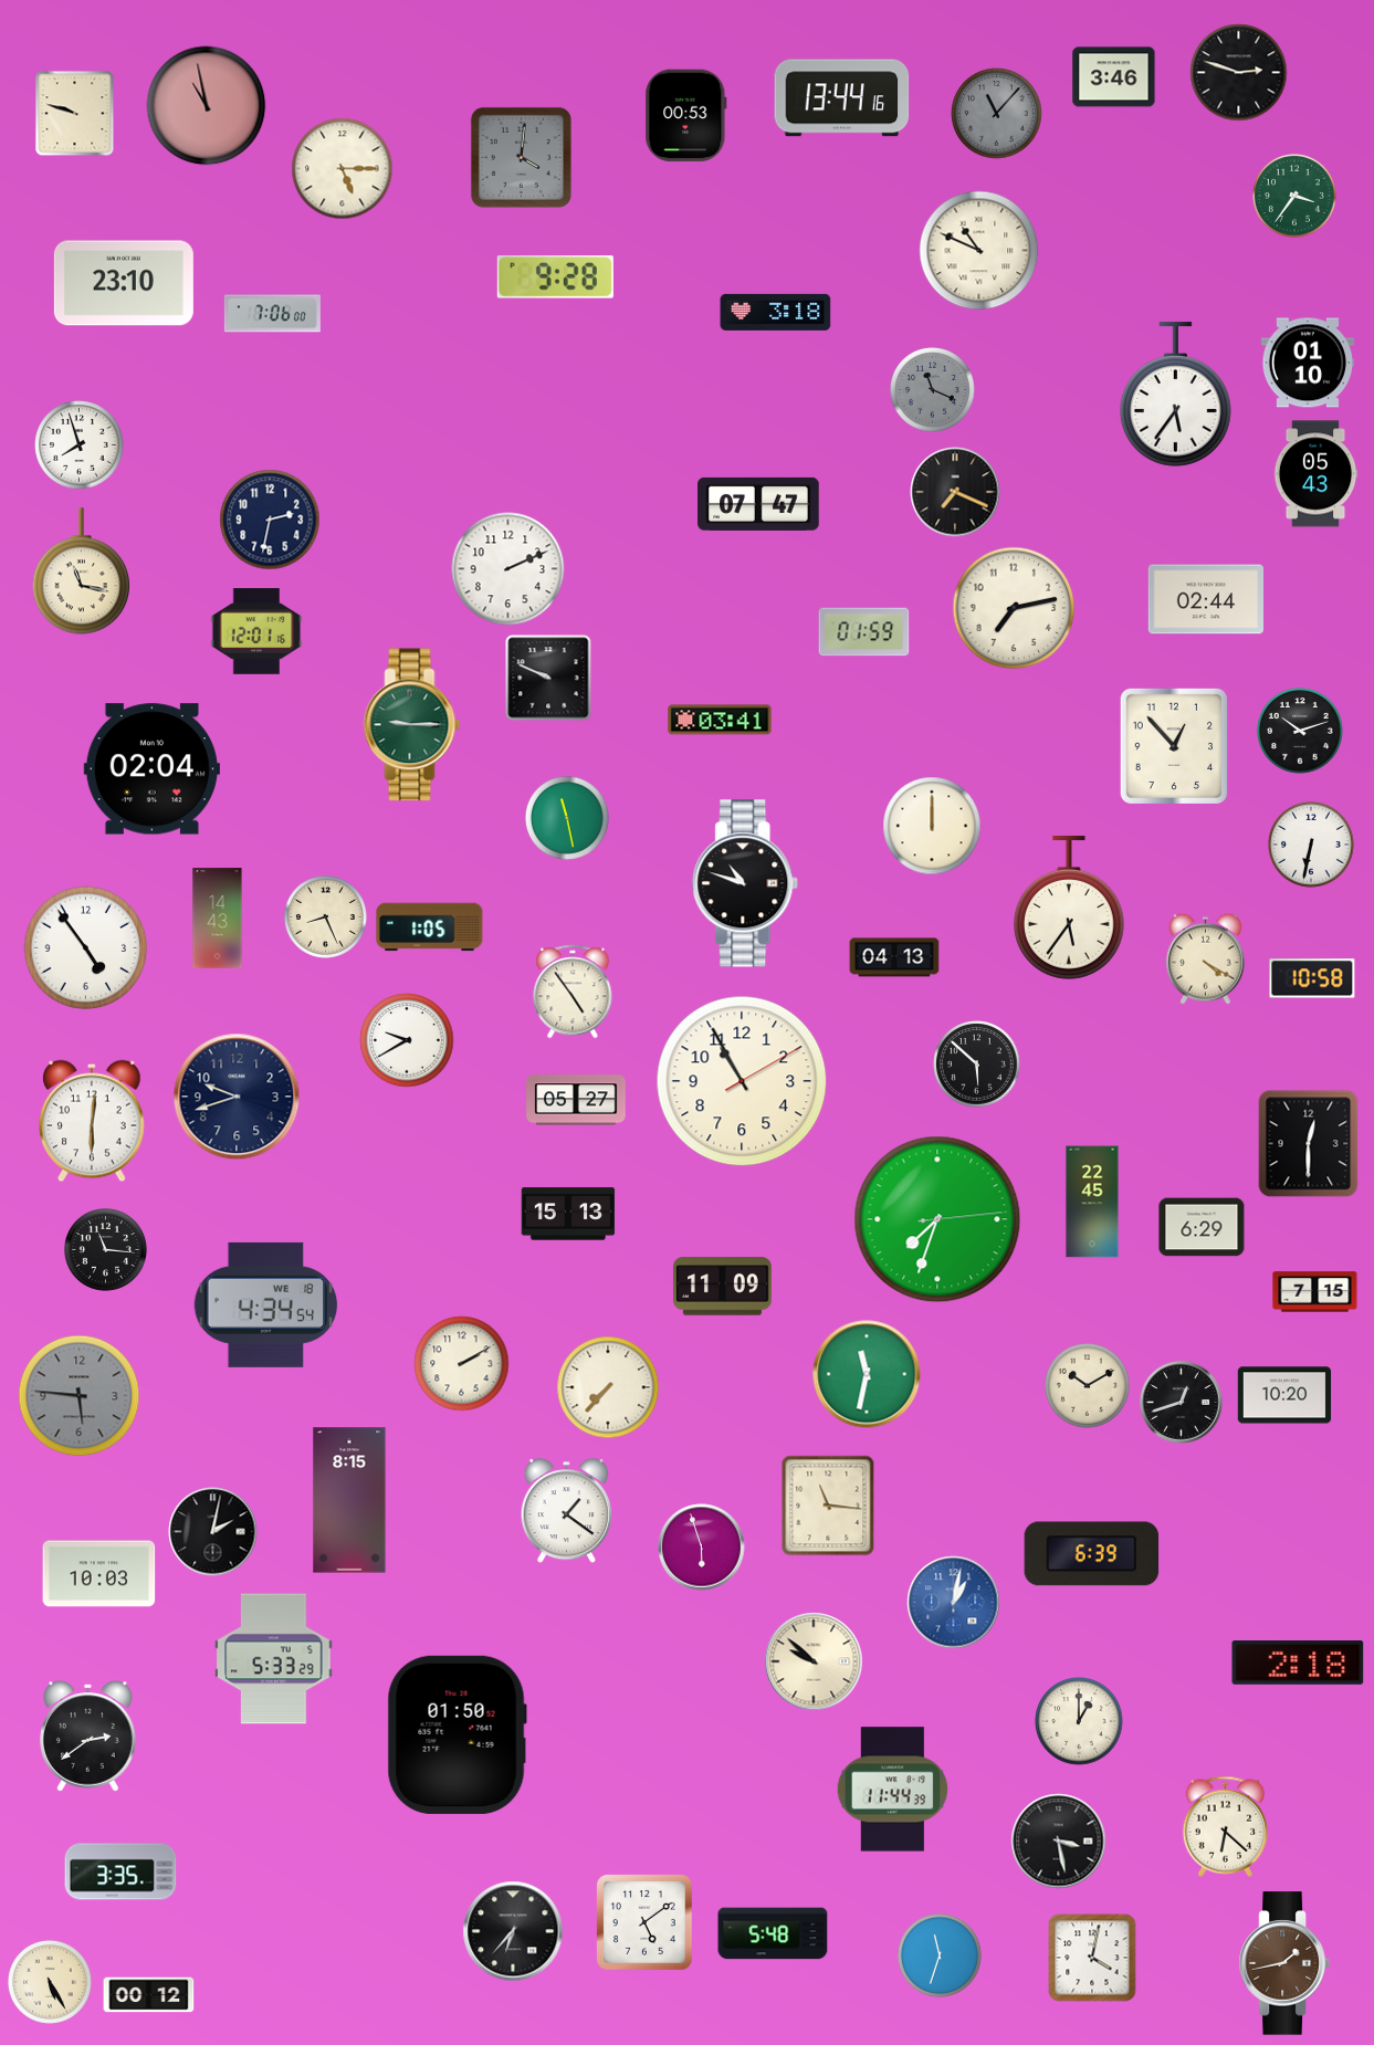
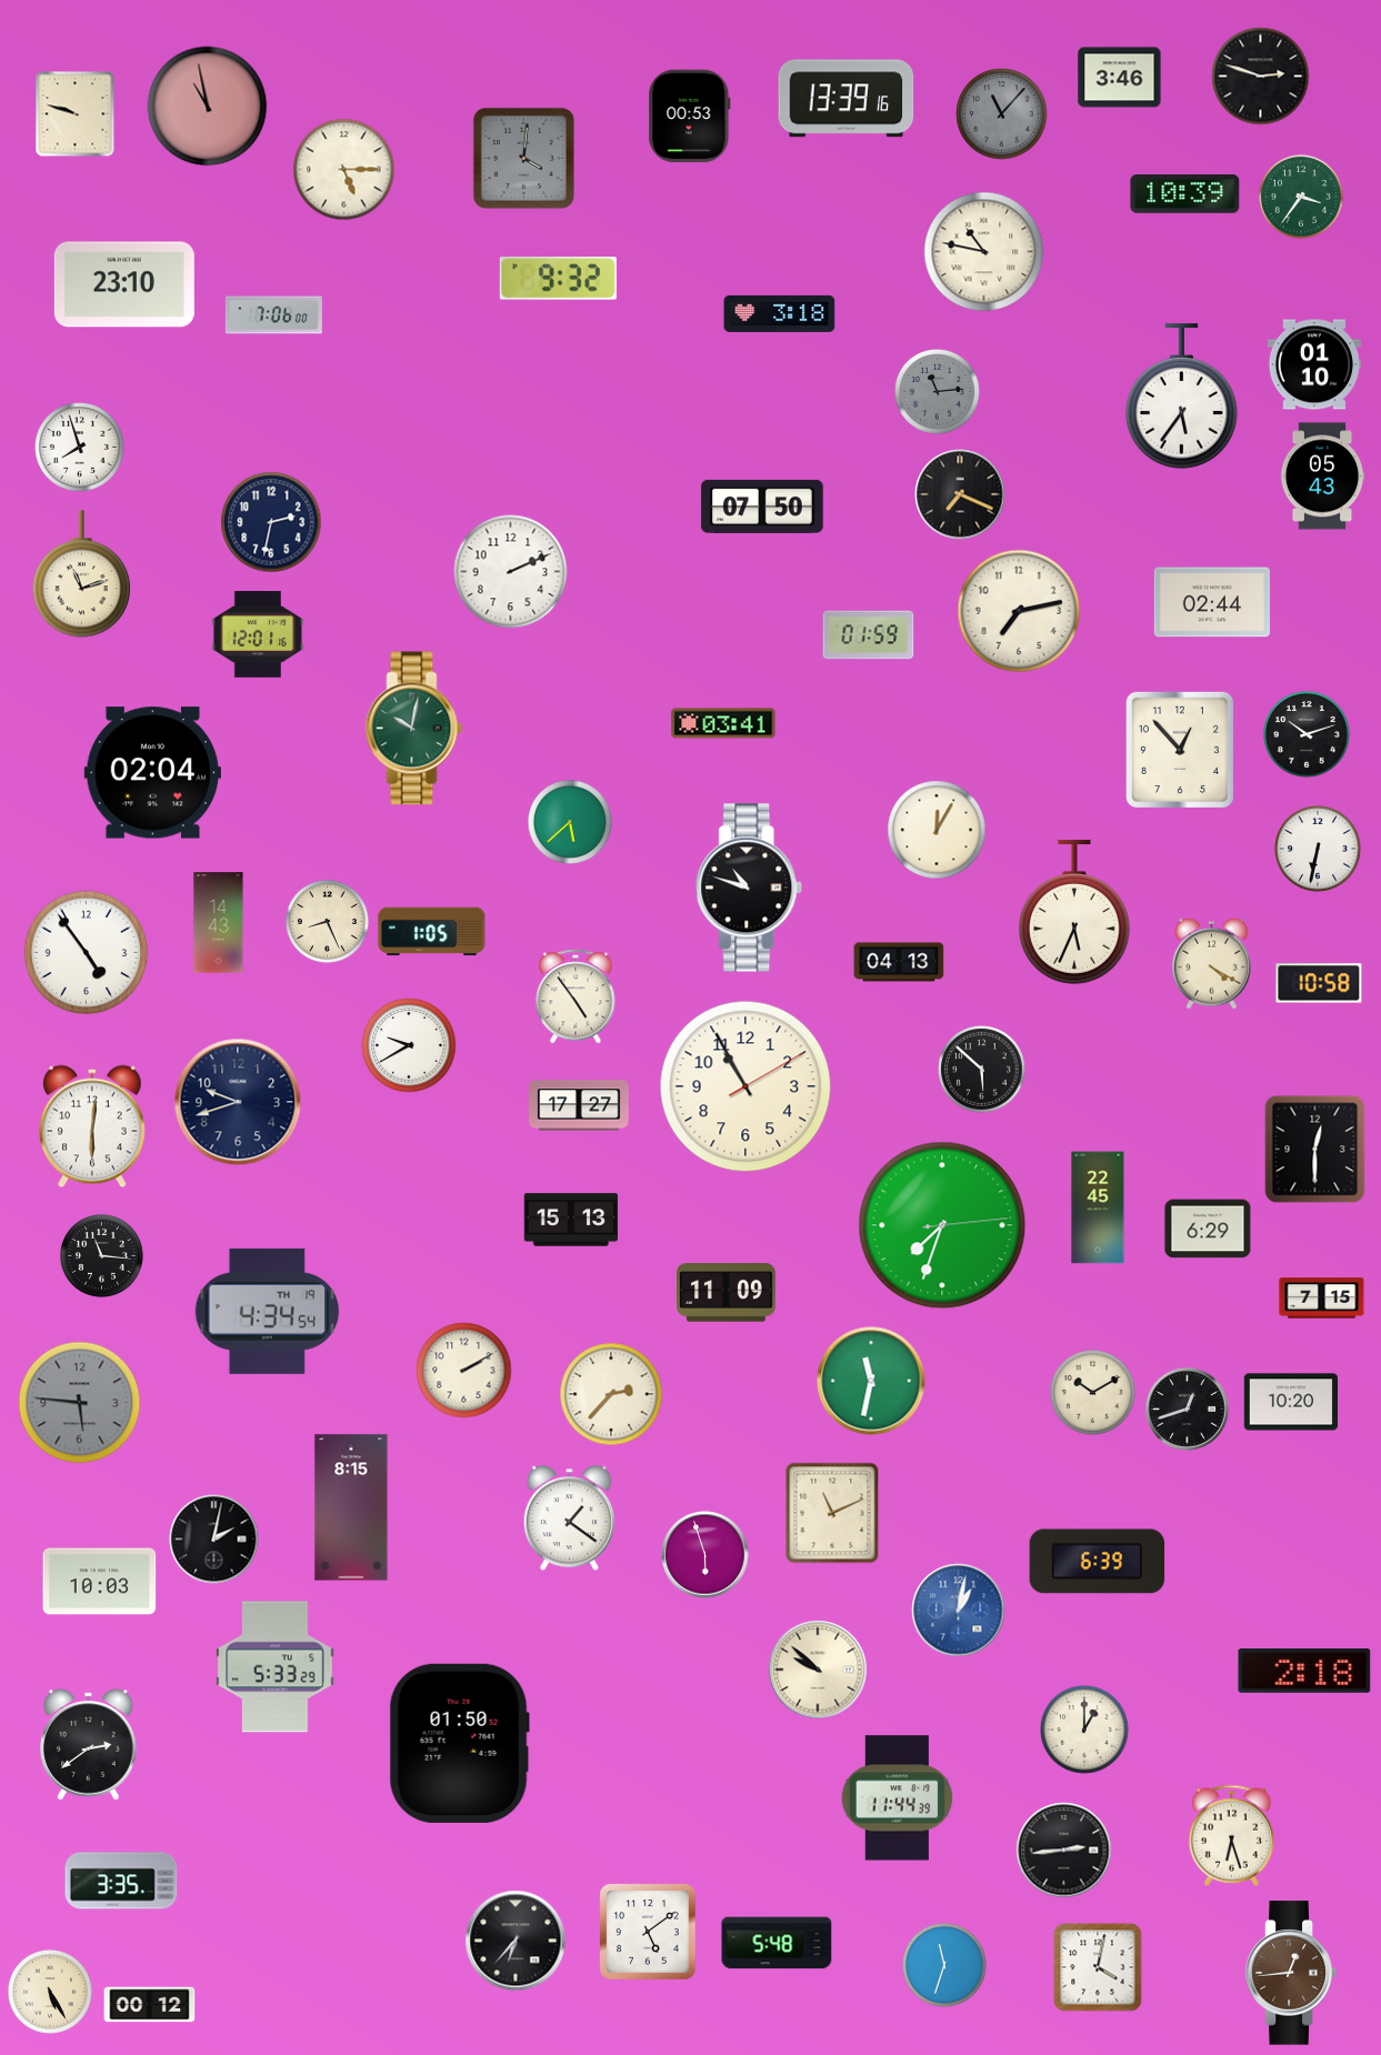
clock at (1239, 73) position: (1239, 73) -> (1261, 77)
clock at (842, 98): 13:44 -> 13:39
clock at (1185, 194): none -> 10:39
clock at (979, 251): 10:49 -> 10:47
clock at (555, 277): 9:28 -> 9:32
clock at (933, 390): 11:19 -> 11:14
clock at (758, 504): 07:47 -> 07:50
clock at (81, 571): 11:17 -> 11:12
clock at (548, 678): 9:49 -> none
clock at (412, 725): 9:15 -> 10:02
clock at (567, 818): 11:28 -> 5:38
clock at (932, 826): 12:00 -> 12:05
clock at (1070, 908): 5:36 -> 5:34
clock at (576, 1100): 05:27 -> 17:27
clock at (1202, 1227) position: (1202, 1227) -> (1208, 1229)
clock at (105, 1249) position: (105, 1249) -> (101, 1255)
clock at (266, 1304) date: WE 18 -> TH 19
clock at (608, 1387): 7:37 -> 2:37
clock at (828, 1506): 11:16 -> 11:11
clock at (1226, 1826): 6:22 -> 6:27
clock at (1059, 1842): 3:28 -> 2:44
clock at (1284, 1963): 1:43 -> 12:44
